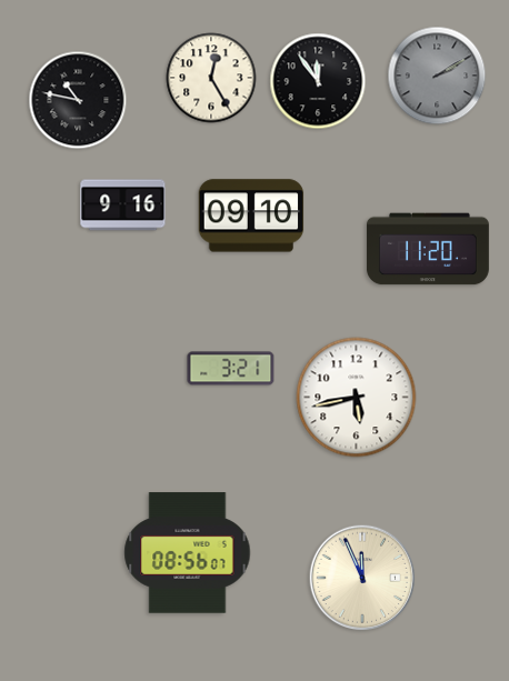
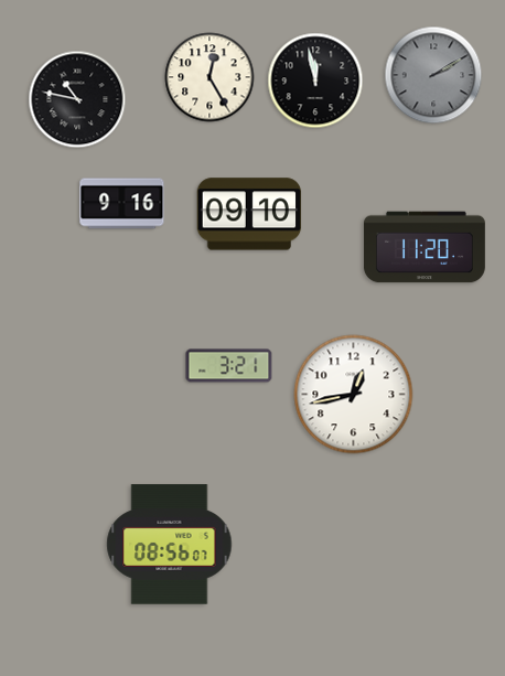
clock at (318, 81): 11:54 -> 11:58
clock at (357, 398): 5:43 -> 12:43
clock at (188, 553) position: (188, 553) -> (170, 545)
clock at (362, 578): 11:56 -> none
